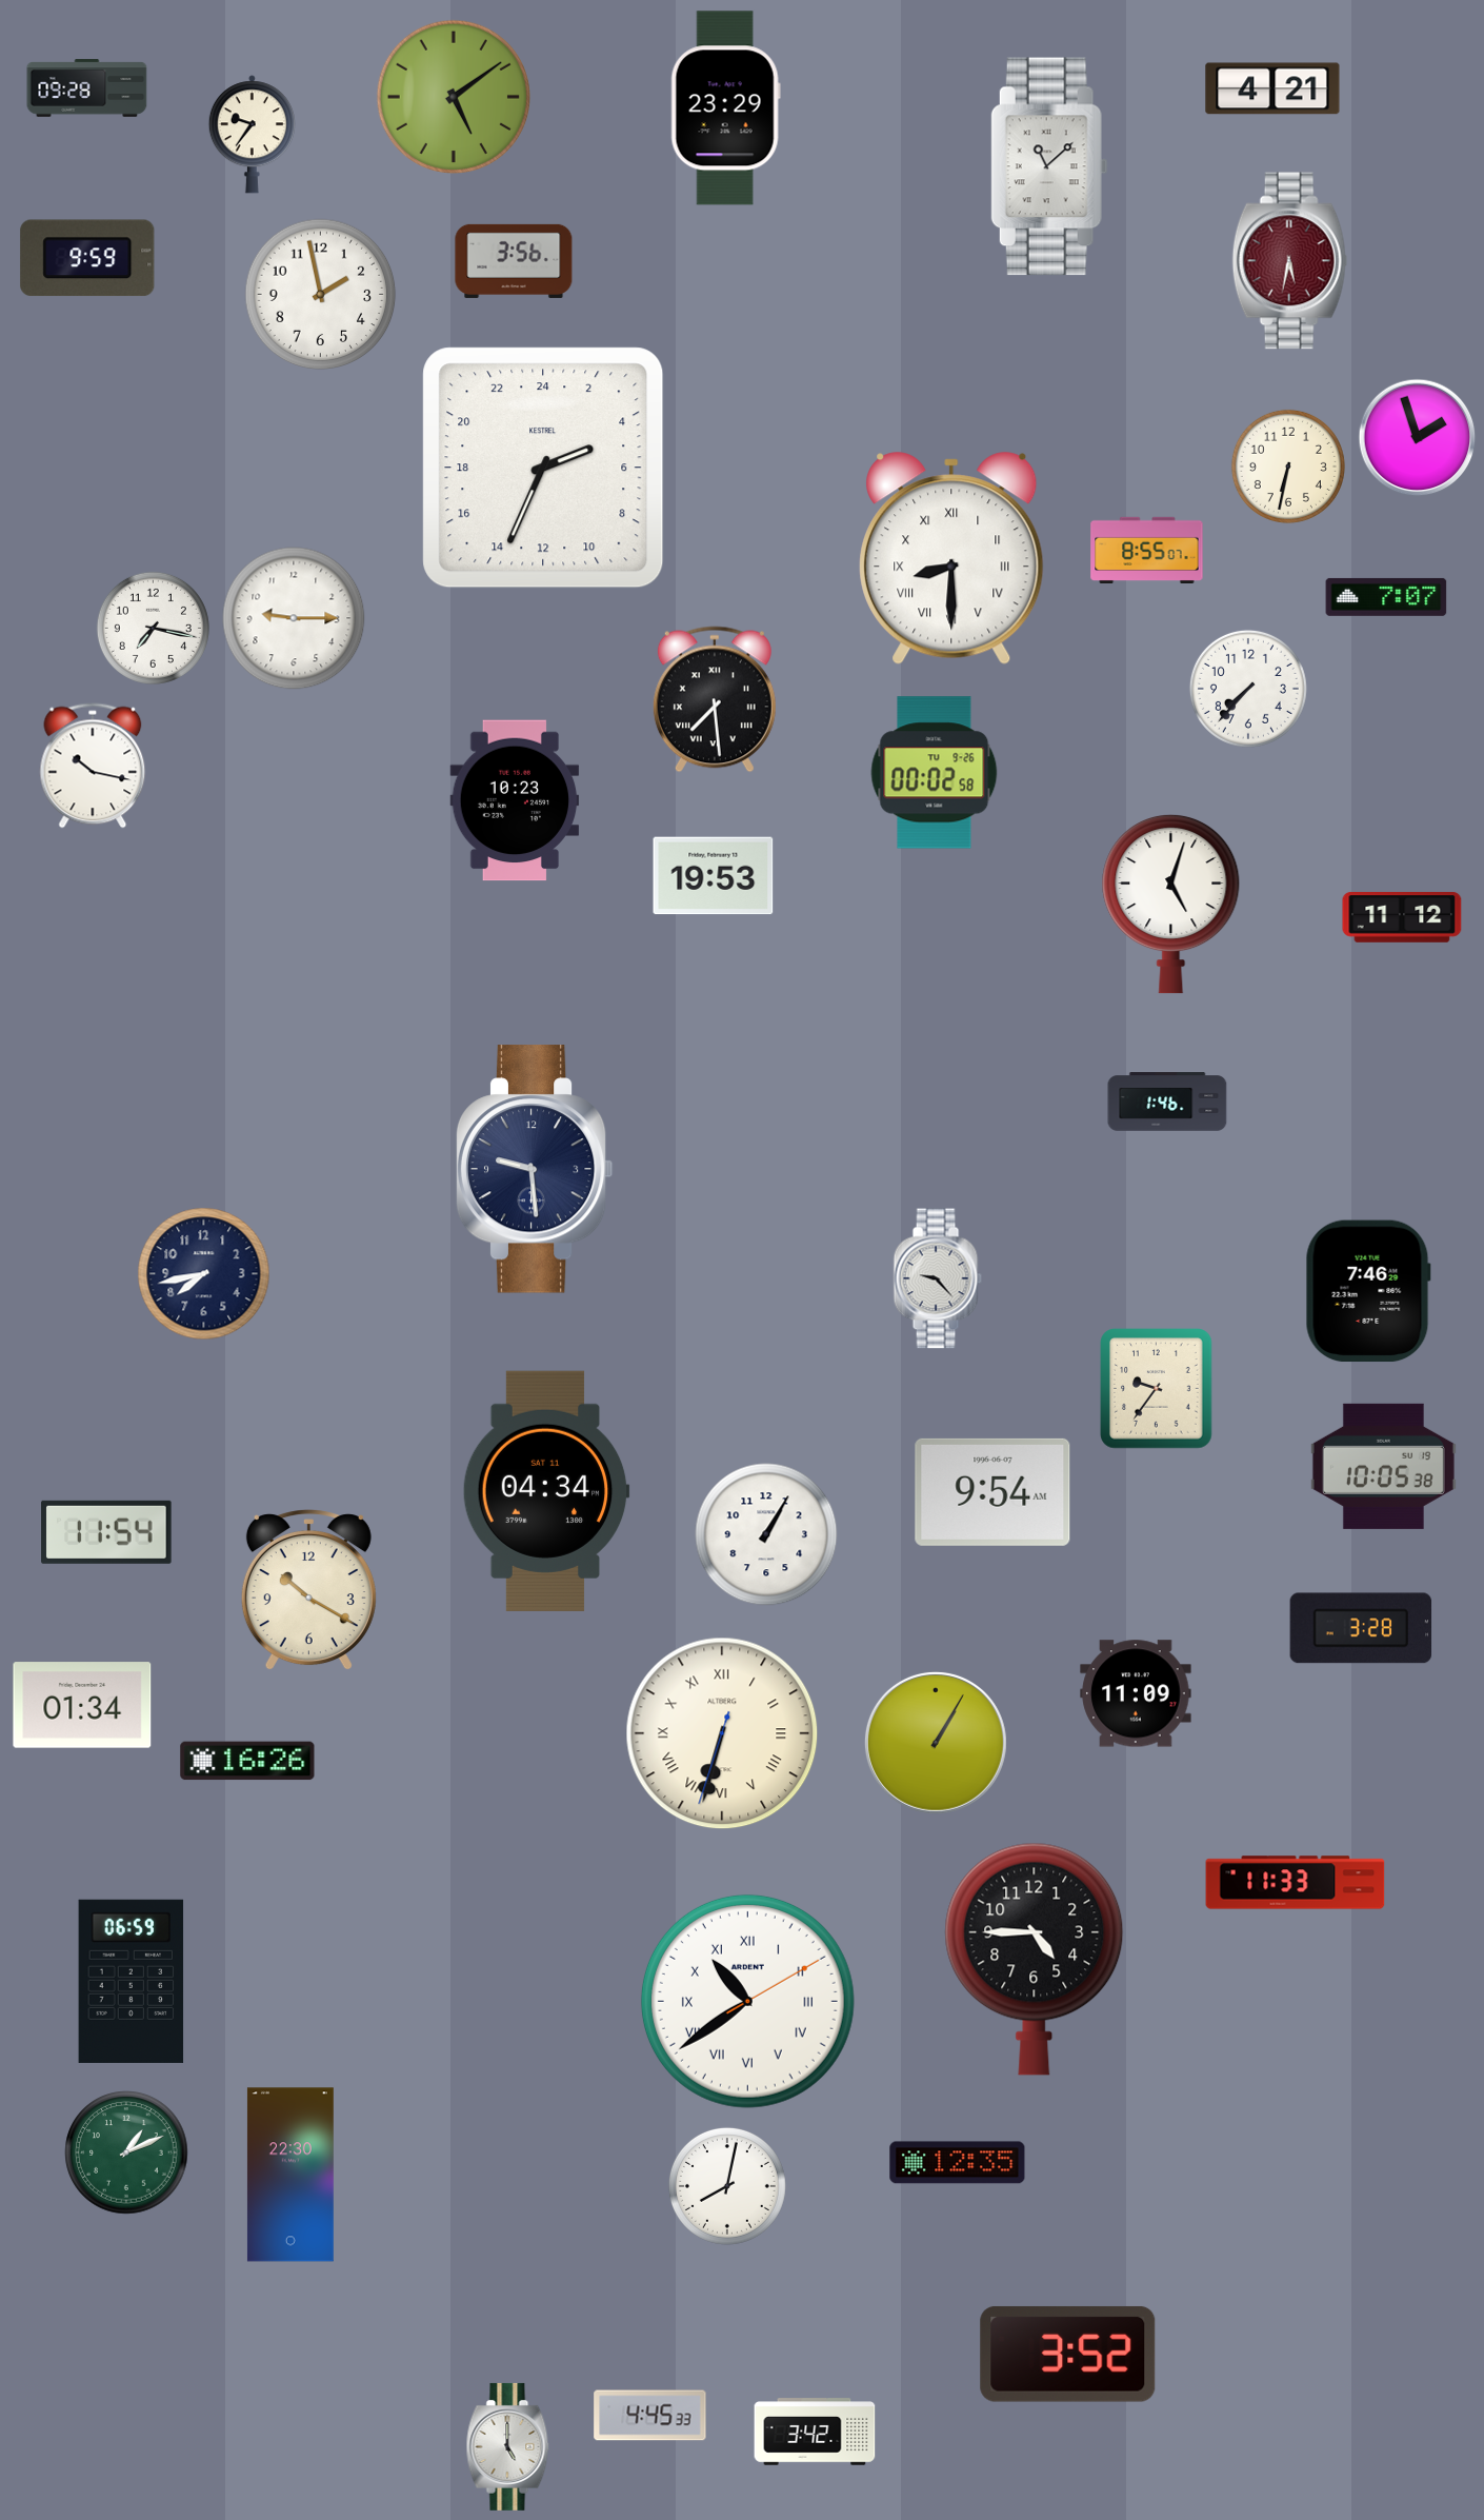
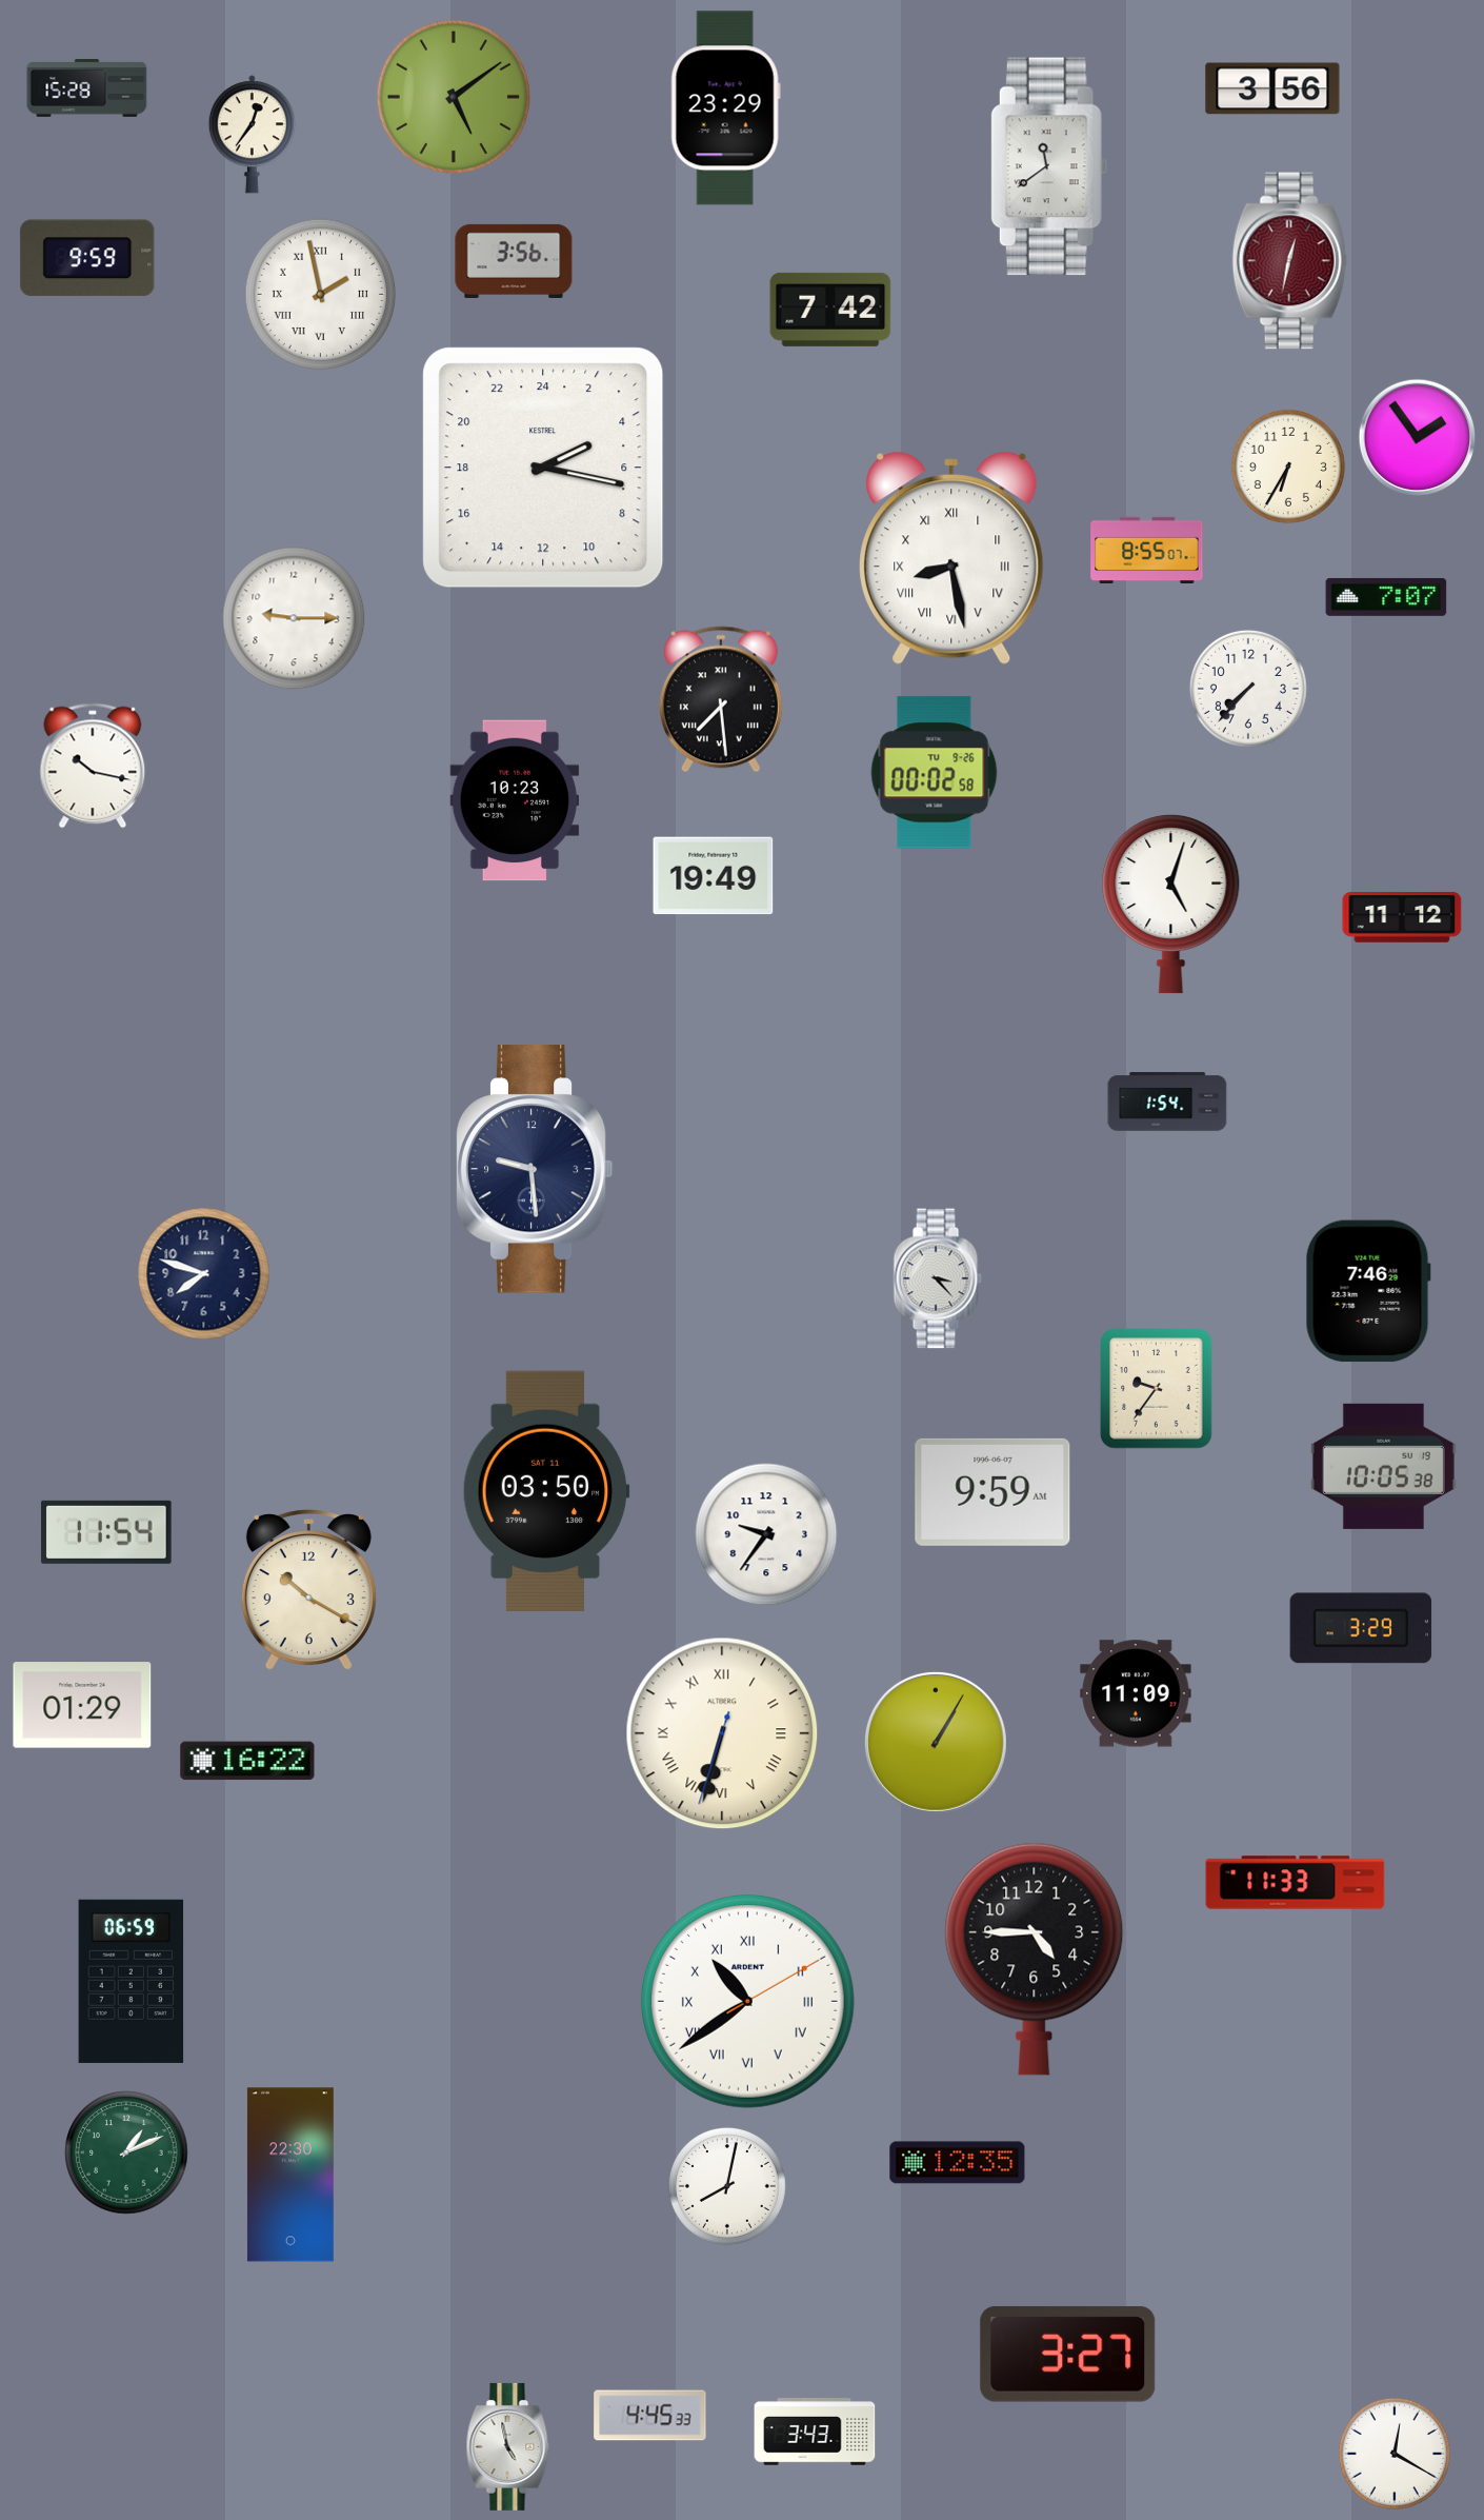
clock at (87, 88): 09:28 -> 15:28
clock at (1272, 88): 4:21 -> 3:56
clock at (252, 135): 9:36 -> 12:36
clock at (1049, 166): 11:08 -> 11:39
clock at (1290, 261): 5:32 -> 12:32
clock at (321, 295) numerals: Arabic -> Roman
clock at (830, 310): none -> 7:42
clock at (1418, 438): 1:57 -> 1:54
clock at (1288, 467): 6:32 -> 6:35
clock at (543, 468): 4:34 -> 4:17
clock at (951, 558): 8:30 -> 8:28
clock at (153, 628): 7:17 -> none
clock at (715, 699) position: (715, 699) -> (721, 699)
clock at (714, 876): 19:53 -> 19:49
clock at (1167, 1102): 1:46 -> 1:54
clock at (204, 1274): 7:43 -> 7:48
clock at (938, 1278): 9:23 -> 3:23
clock at (546, 1491): 04:34 -> 03:50
clock at (992, 1492): 9:54 -> 9:59
clock at (766, 1534): 1:05 -> 9:36
clock at (1361, 1628): 3:28 -> 3:29
clock at (82, 1705): 01:34 -> 01:29
clock at (247, 1761): 16:26 -> 16:22
clock at (1068, 2354): 3:52 -> 3:27
clock at (815, 2432): 3:42 -> 3:43
clock at (508, 2446): 5:00 -> 4:58
clock at (1395, 2454): none -> 12:20
